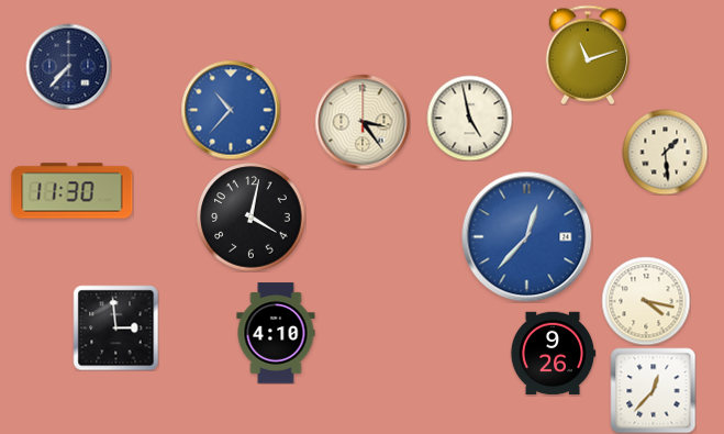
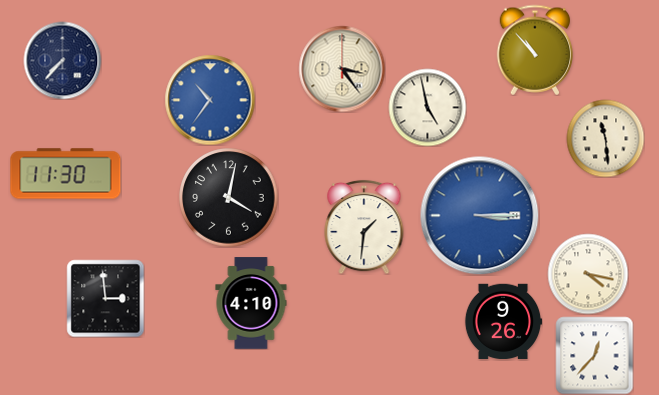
clock at (588, 55): 11:12 -> 10:53
clock at (231, 110): 10:37 -> 10:36
clock at (363, 122) position: (363, 122) -> (342, 69)
clock at (665, 152): 1:29 -> 11:29
clock at (527, 237): 12:37 -> 3:15
clock at (364, 227): none -> 1:31
